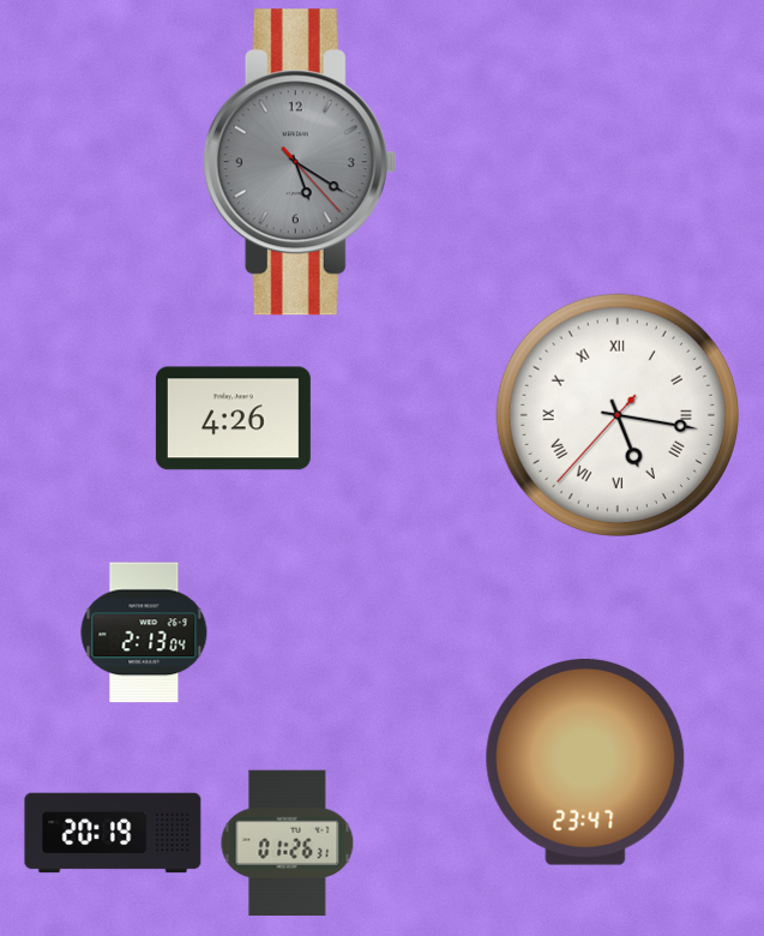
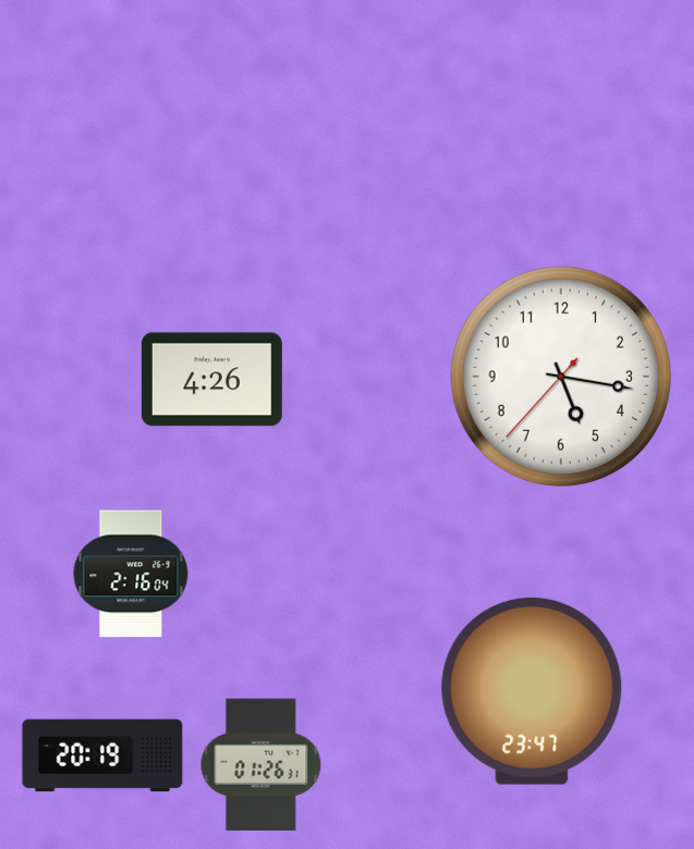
clock at (300, 162): 5:20 -> none
clock at (618, 415) numerals: Roman -> Arabic
clock at (144, 632): 2:13 -> 2:16
